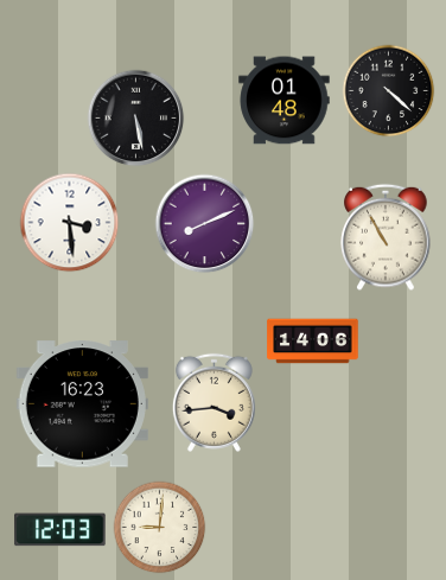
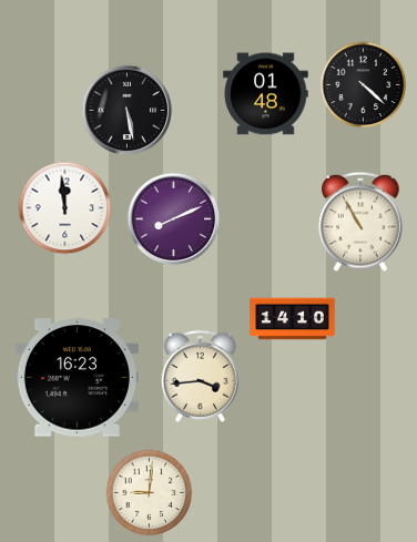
clock at (69, 222): 3:29 -> 11:59
clock at (204, 223) position: (204, 223) -> (173, 218)
clock at (313, 342): 14:06 -> 14:10
clock at (60, 530): 12:03 -> none
